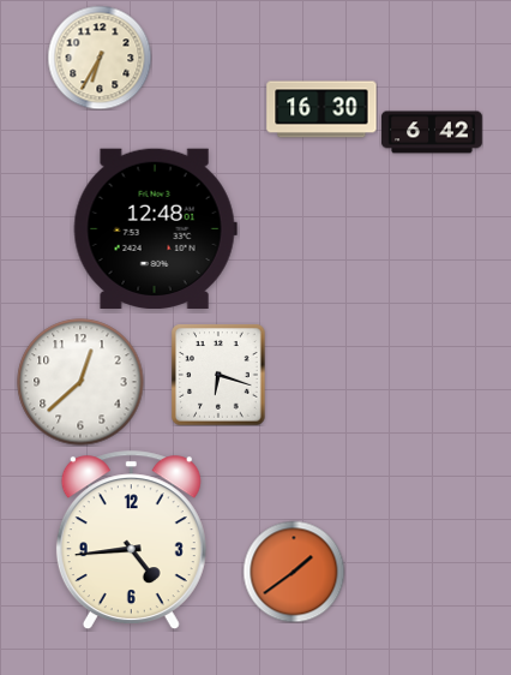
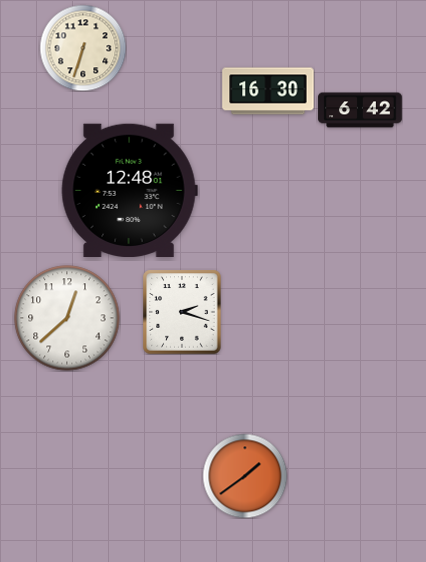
clock at (100, 58): 6:35 -> 6:33
clock at (218, 375): 6:18 -> 2:18
clock at (131, 540): 4:44 -> none
